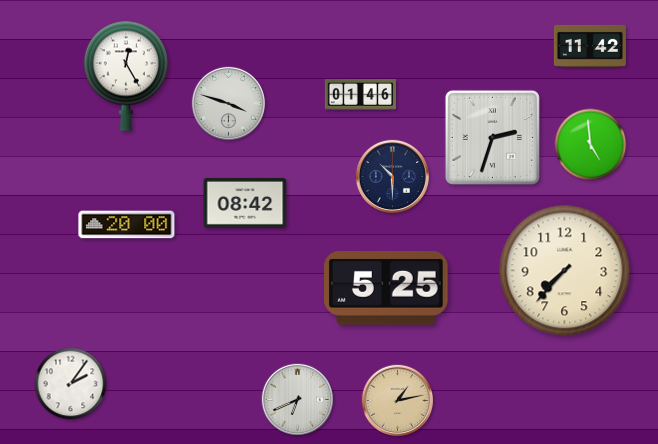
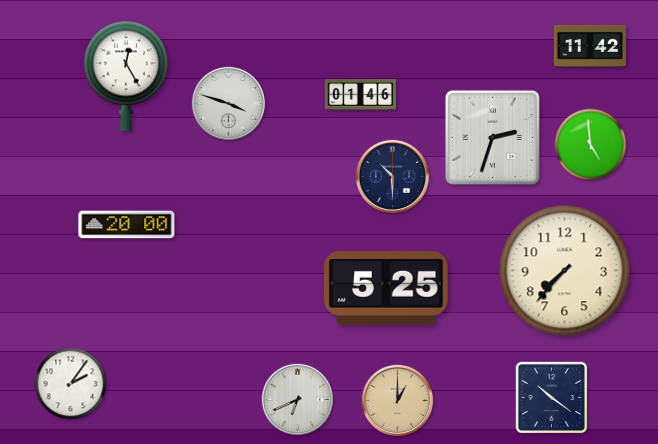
clock at (245, 203): 08:42 -> none
clock at (552, 398): none -> 10:21
clock at (397, 400): 1:13 -> 1:00
